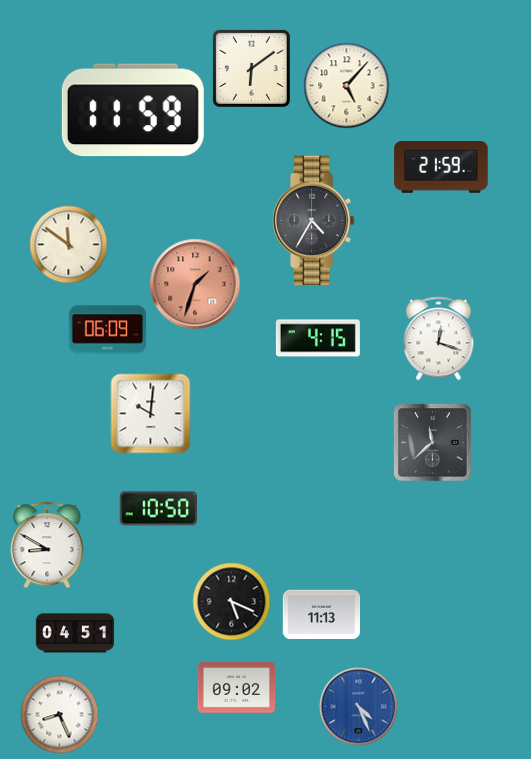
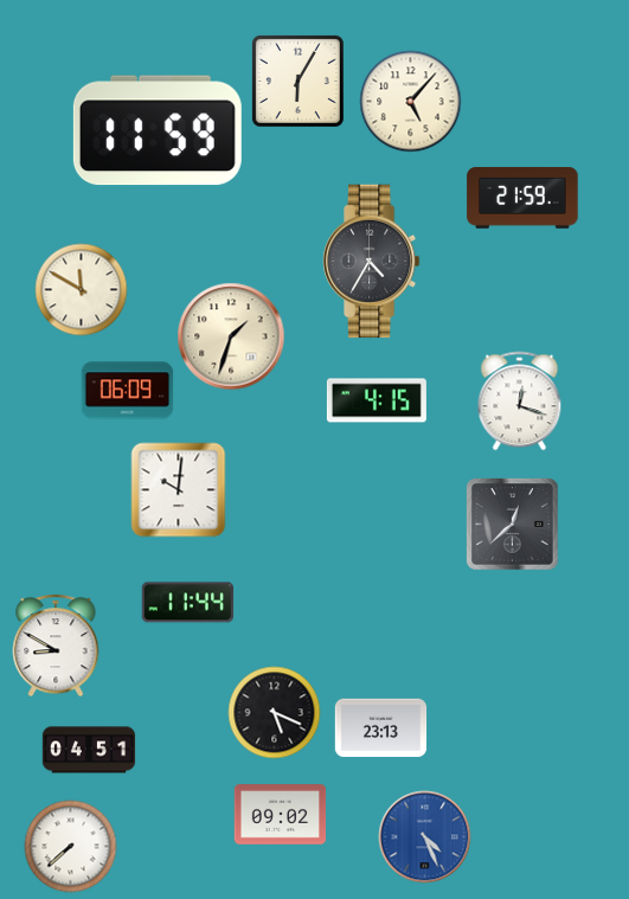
clock at (251, 68): 6:09 -> 6:05
clock at (68, 244): 11:51 -> 11:50
clock at (195, 284) dial: salmon -> cream
clock at (432, 442): 11:38 -> 12:38
clock at (158, 509): 10:50 -> 11:44
clock at (321, 615): 11:13 -> 23:13
clock at (59, 714): 8:26 -> 7:38
